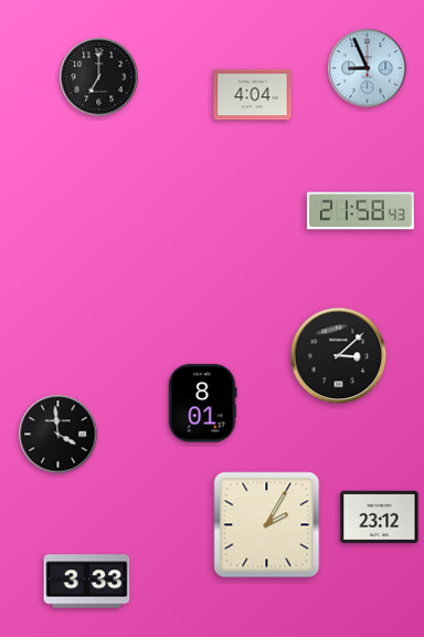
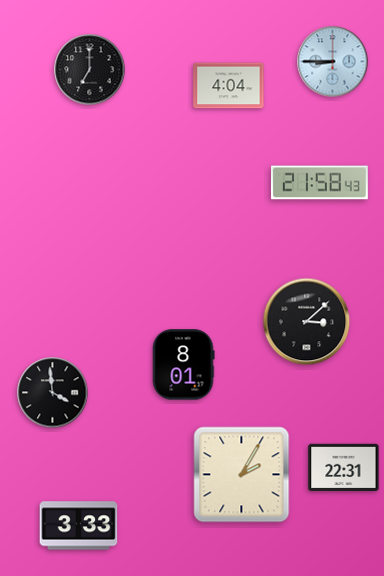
clock at (368, 69): 8:56 -> 8:45
clock at (360, 211) position: (360, 211) -> (319, 183)
clock at (380, 518): 23:12 -> 22:31
